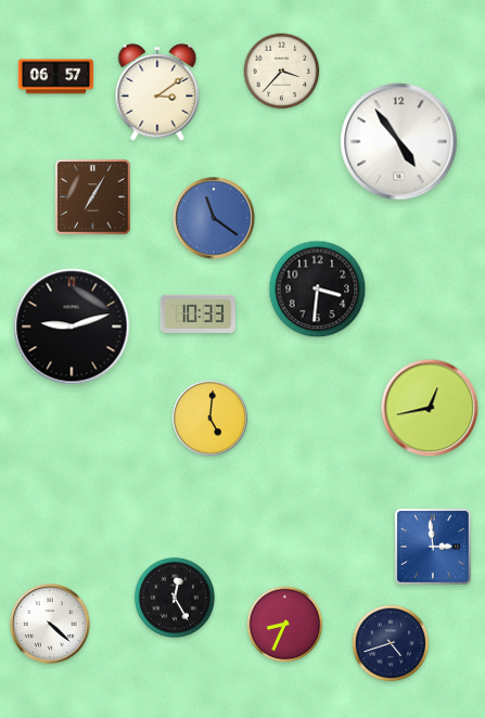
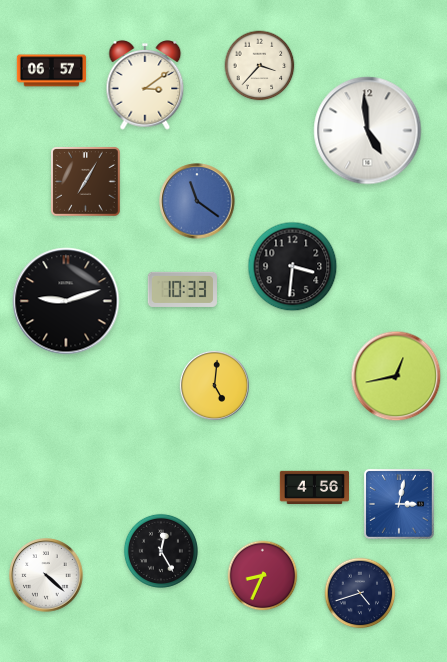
clock at (399, 142): 4:54 -> 4:59
clock at (209, 418) position: (209, 418) -> (214, 385)
clock at (314, 487): none -> 4:56
clock at (433, 547): 2:59 -> 3:02
